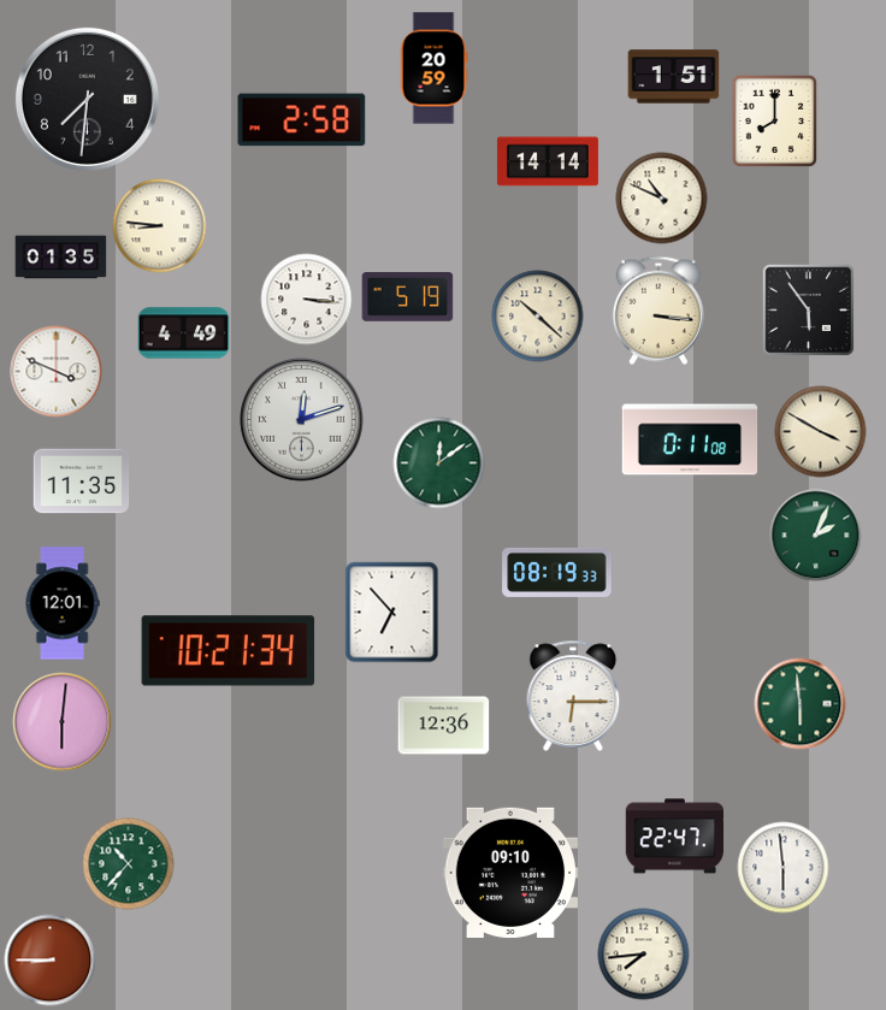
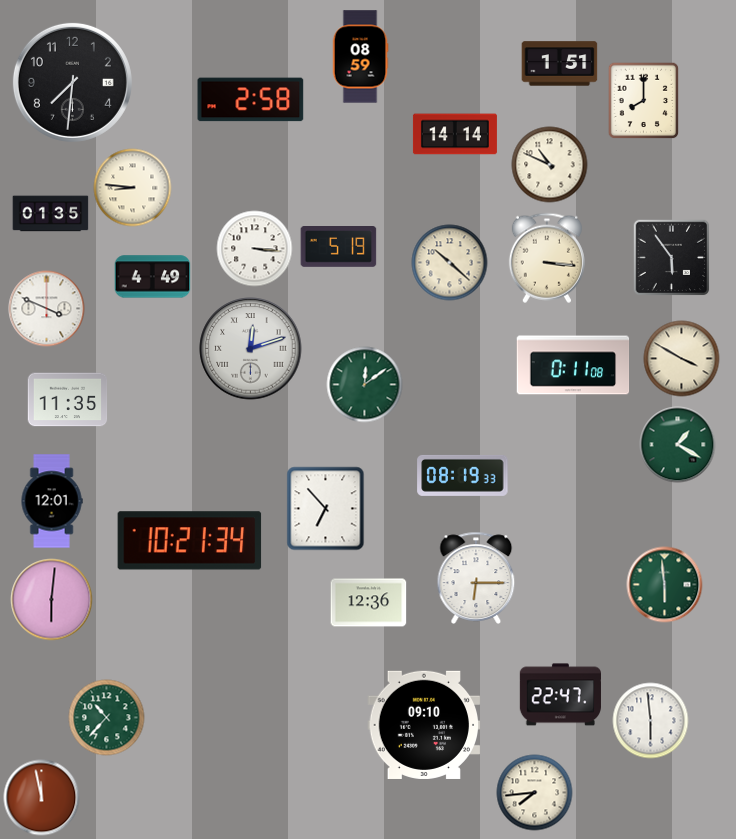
clock at (433, 69): 20:59 -> 08:59
clock at (538, 317) position: (538, 317) -> (450, 263)
clock at (816, 536): 2:04 -> 1:20
clock at (51, 961): 8:45 -> 11:58
